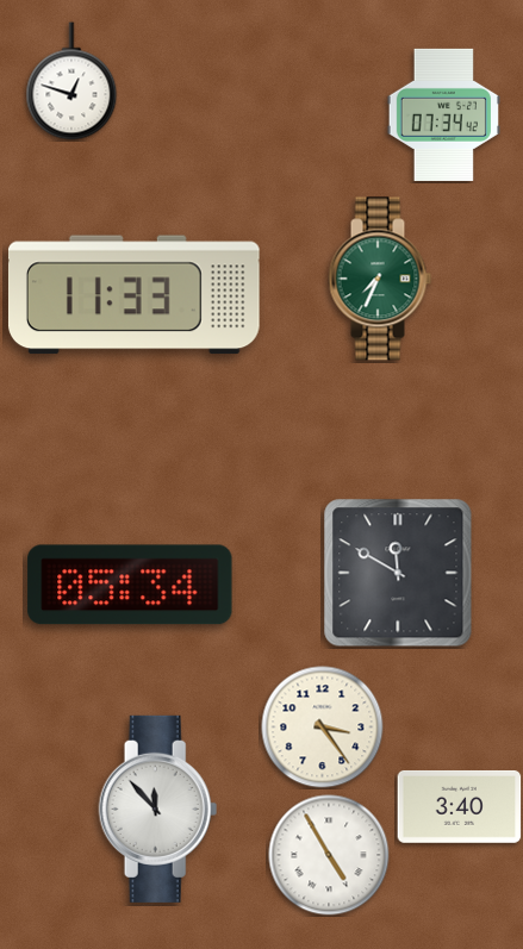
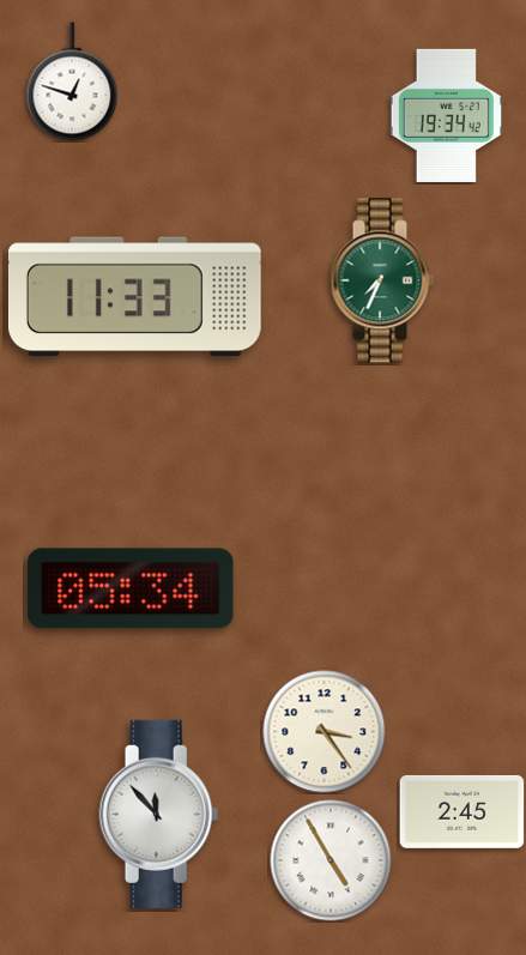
clock at (443, 114): 07:34 -> 19:34
clock at (398, 573): 11:50 -> none
clock at (460, 806): 3:40 -> 2:45
